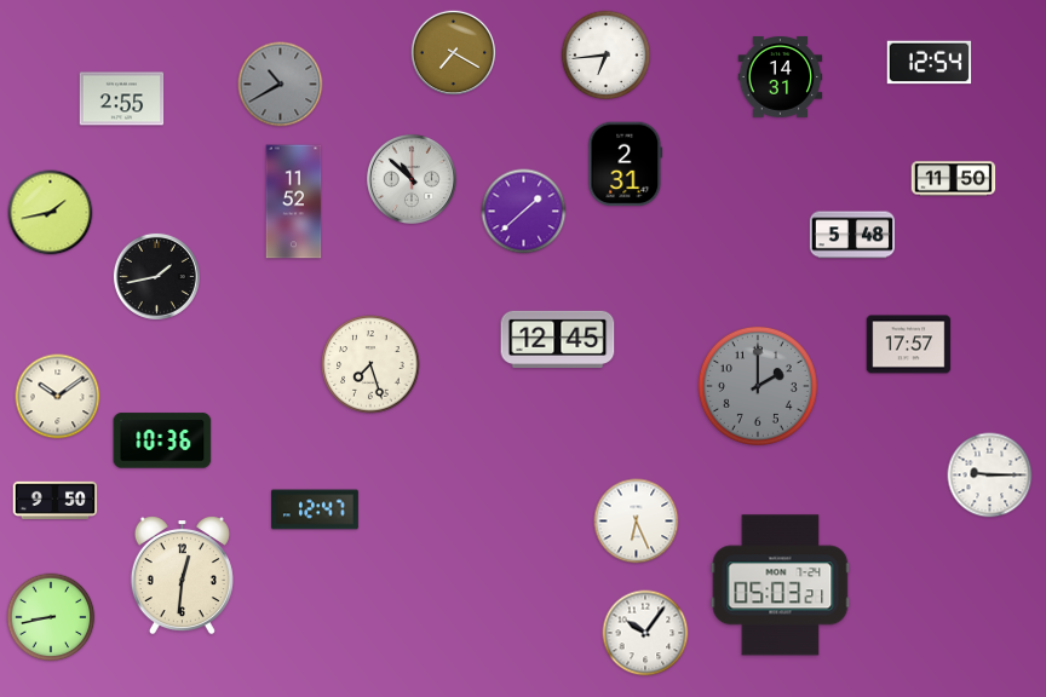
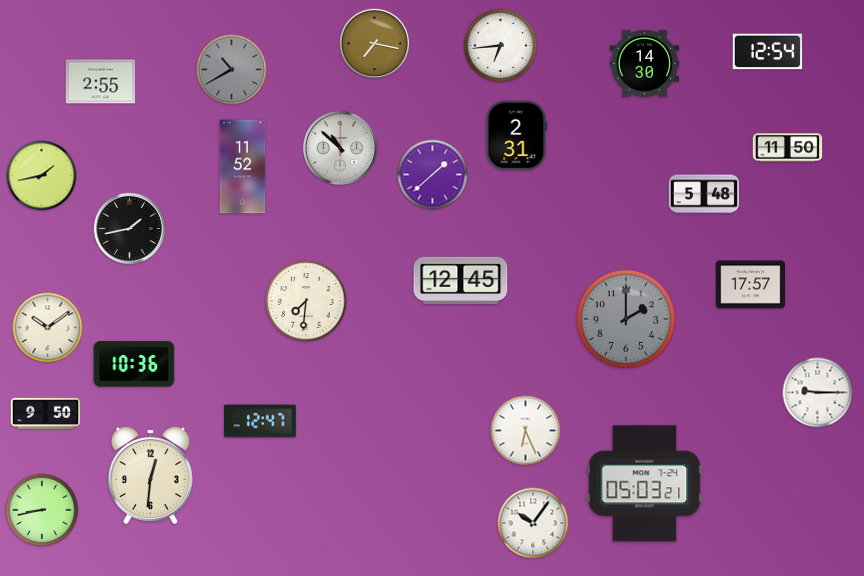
clock at (454, 53): 7:20 -> 7:17
clock at (781, 77): 14:31 -> 14:30
clock at (370, 364): 7:27 -> 7:31
